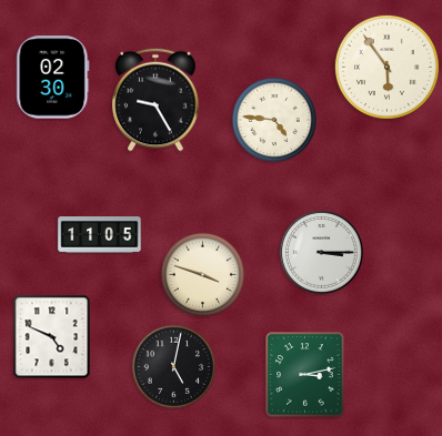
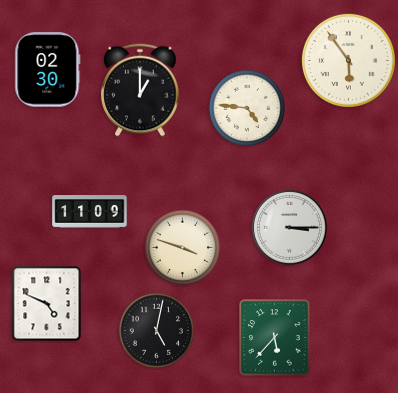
clock at (155, 100): 9:25 -> 1:00
clock at (100, 235): 11:05 -> 11:09
clock at (305, 375): 3:13 -> 5:37
